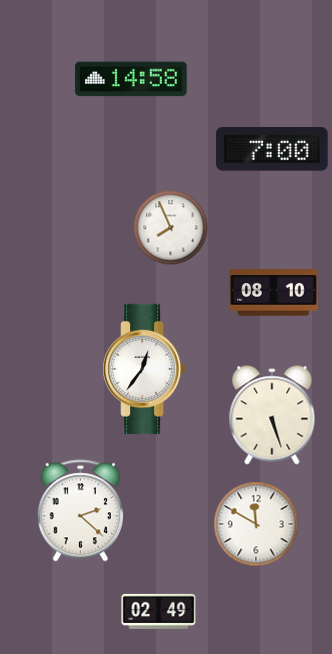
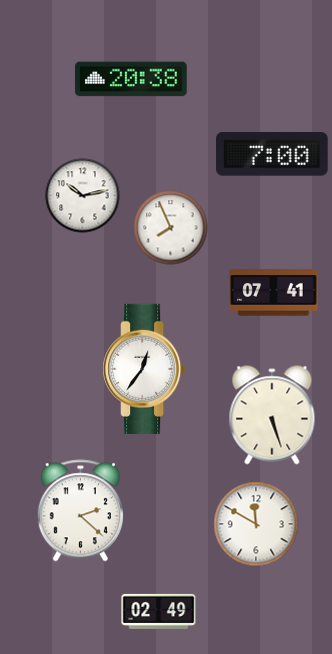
clock at (131, 79): 14:58 -> 20:38
clock at (272, 149) position: (272, 149) -> (272, 154)
clock at (83, 196): none -> 10:13
clock at (274, 293): 08:10 -> 07:41
